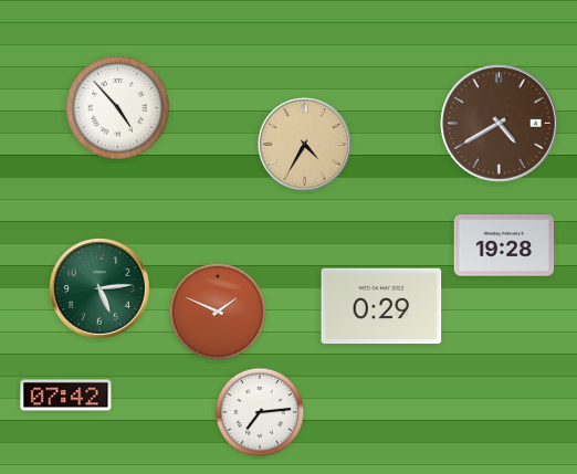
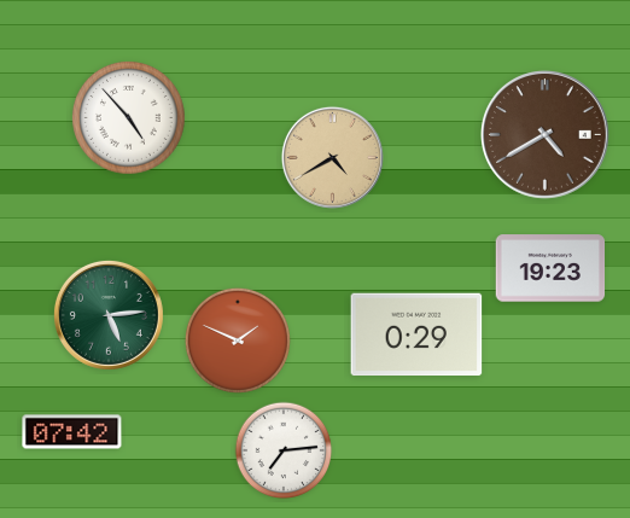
clock at (304, 144): 4:35 -> 4:40
clock at (504, 245): 19:28 -> 19:23
